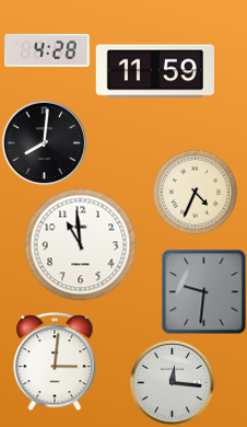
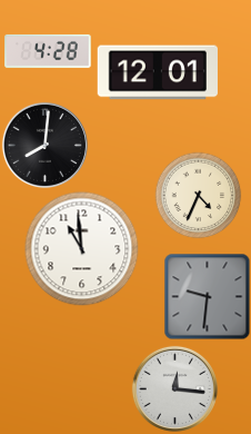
clock at (155, 71): 11:59 -> 12:01
clock at (55, 362): 3:01 -> none
